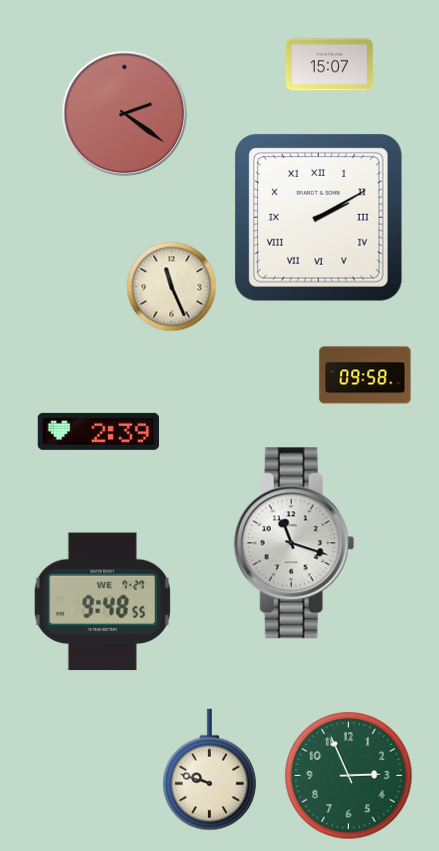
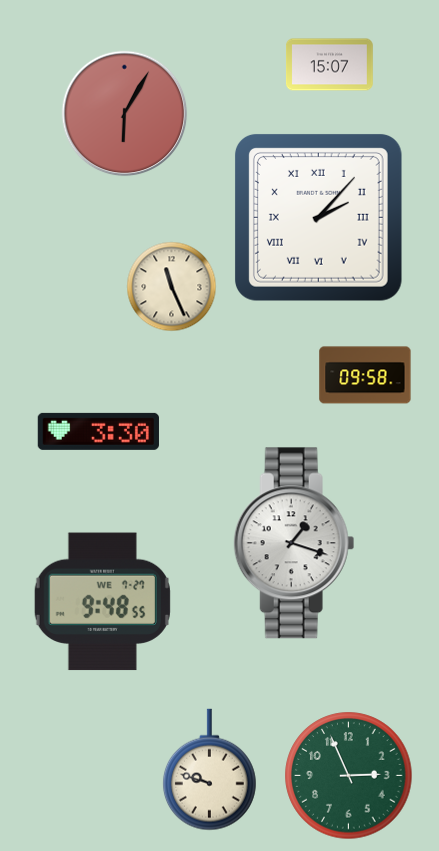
clock at (125, 114): 2:21 -> 6:05
clock at (318, 217): 2:10 -> 2:07
clock at (98, 431): 2:39 -> 3:30
clock at (294, 543): 11:18 -> 1:18
